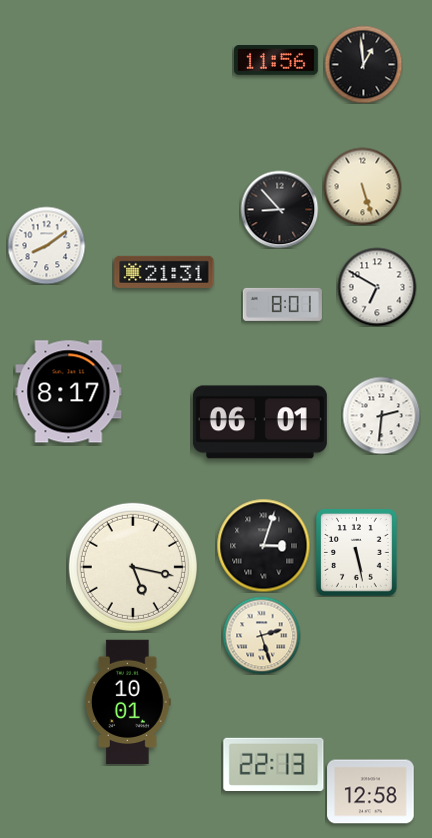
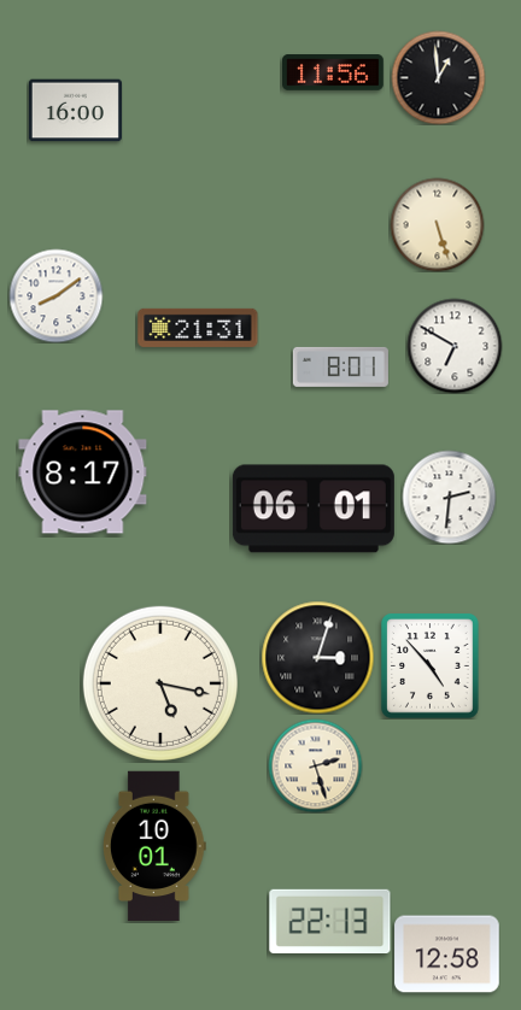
clock at (75, 111): none -> 16:00
clock at (279, 209): 8:53 -> none
clock at (381, 415) position: (381, 415) -> (449, 497)
clock at (357, 553): 5:28 -> 4:53
